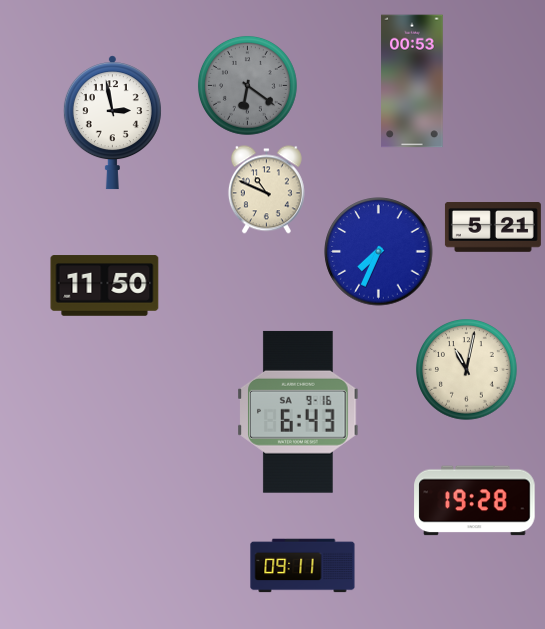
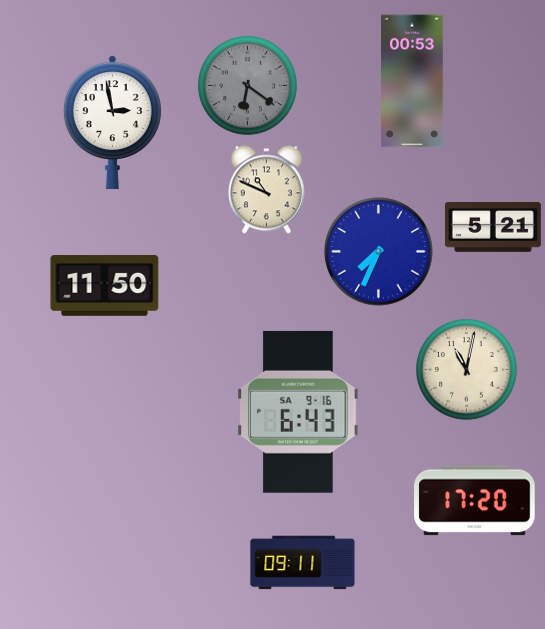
clock at (475, 501): 19:28 -> 17:20
clock at (303, 566) position: (303, 566) -> (303, 563)
